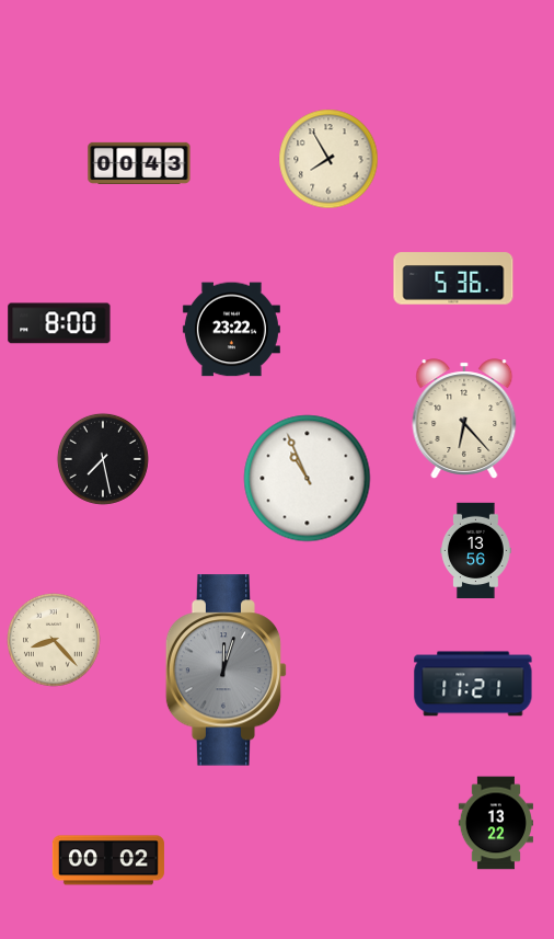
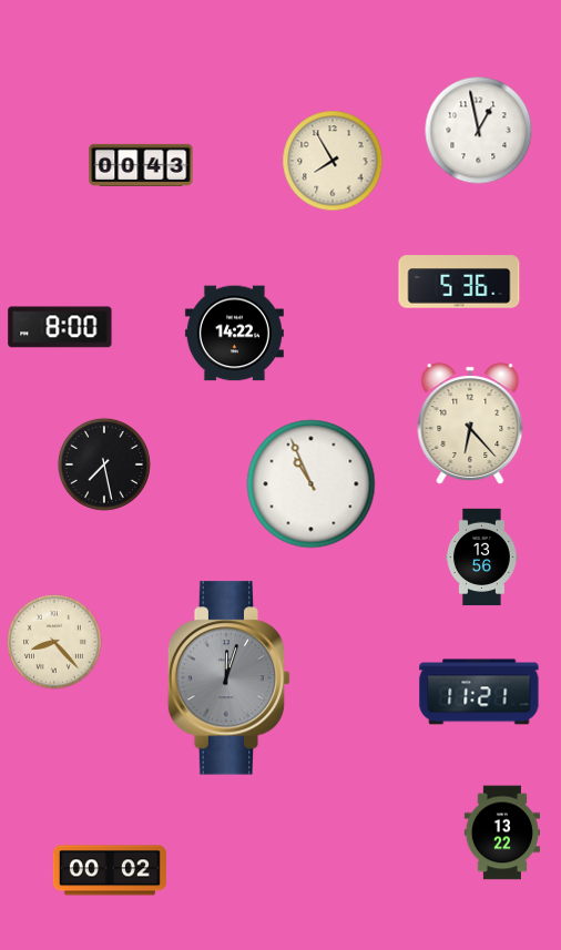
clock at (479, 131): none -> 12:58
clock at (231, 330): 23:22 -> 14:22
clock at (54, 640) position: (54, 640) -> (54, 642)
